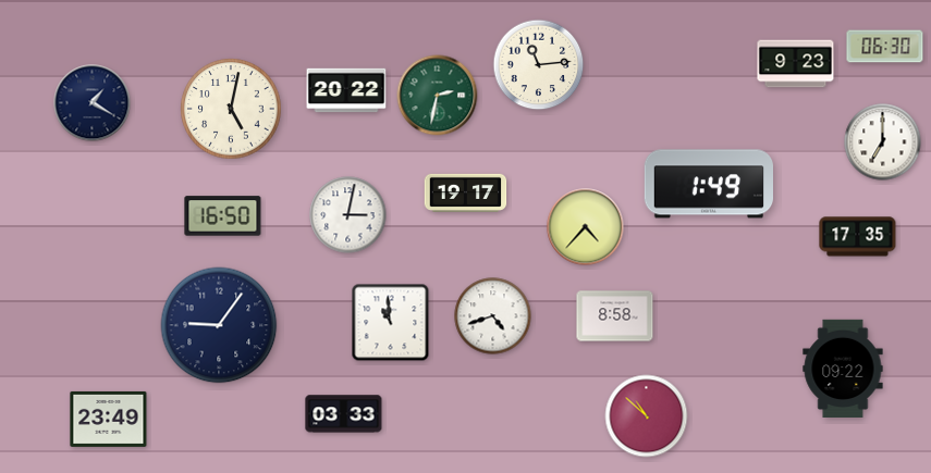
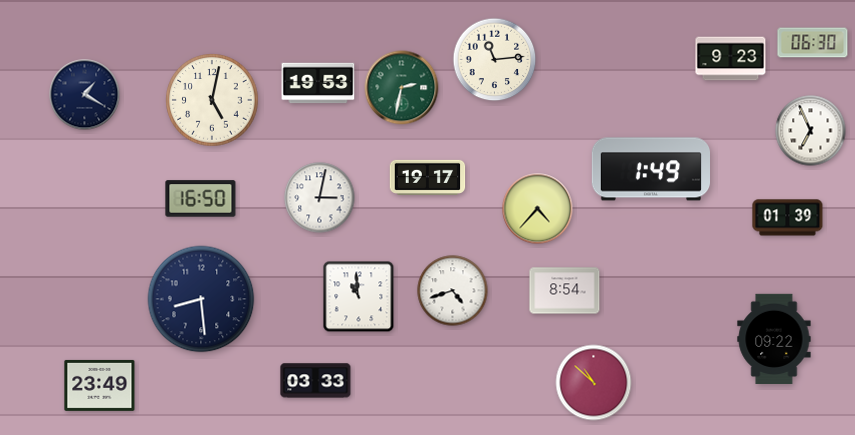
clock at (346, 90): 20:22 -> 19:53
clock at (883, 142): 7:00 -> 6:56
clock at (223, 216) position: (223, 216) -> (201, 199)
clock at (858, 237): 17:35 -> 01:39
clock at (615, 316): 8:58 -> 8:54
clock at (219, 325): 9:06 -> 8:29
